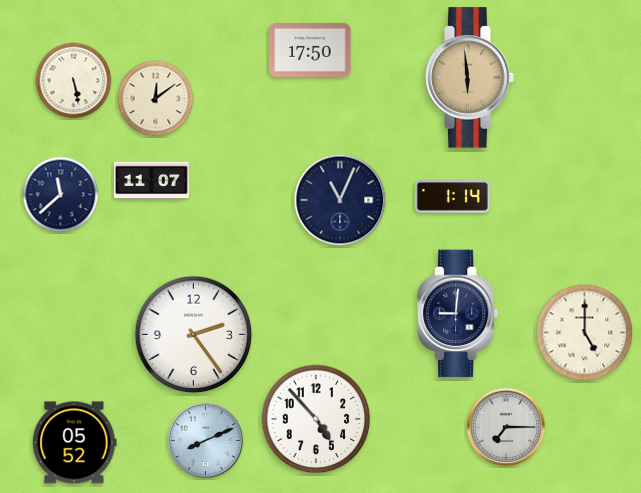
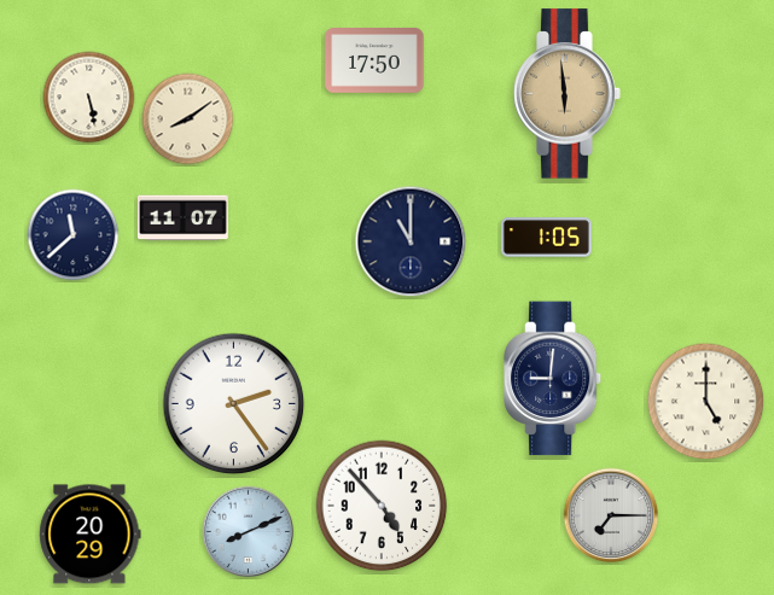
clock at (156, 99): 12:09 -> 8:09
clock at (452, 197): 1:14 -> 1:05
clock at (340, 200): 11:04 -> 11:00
clock at (75, 443): 05:52 -> 20:29
